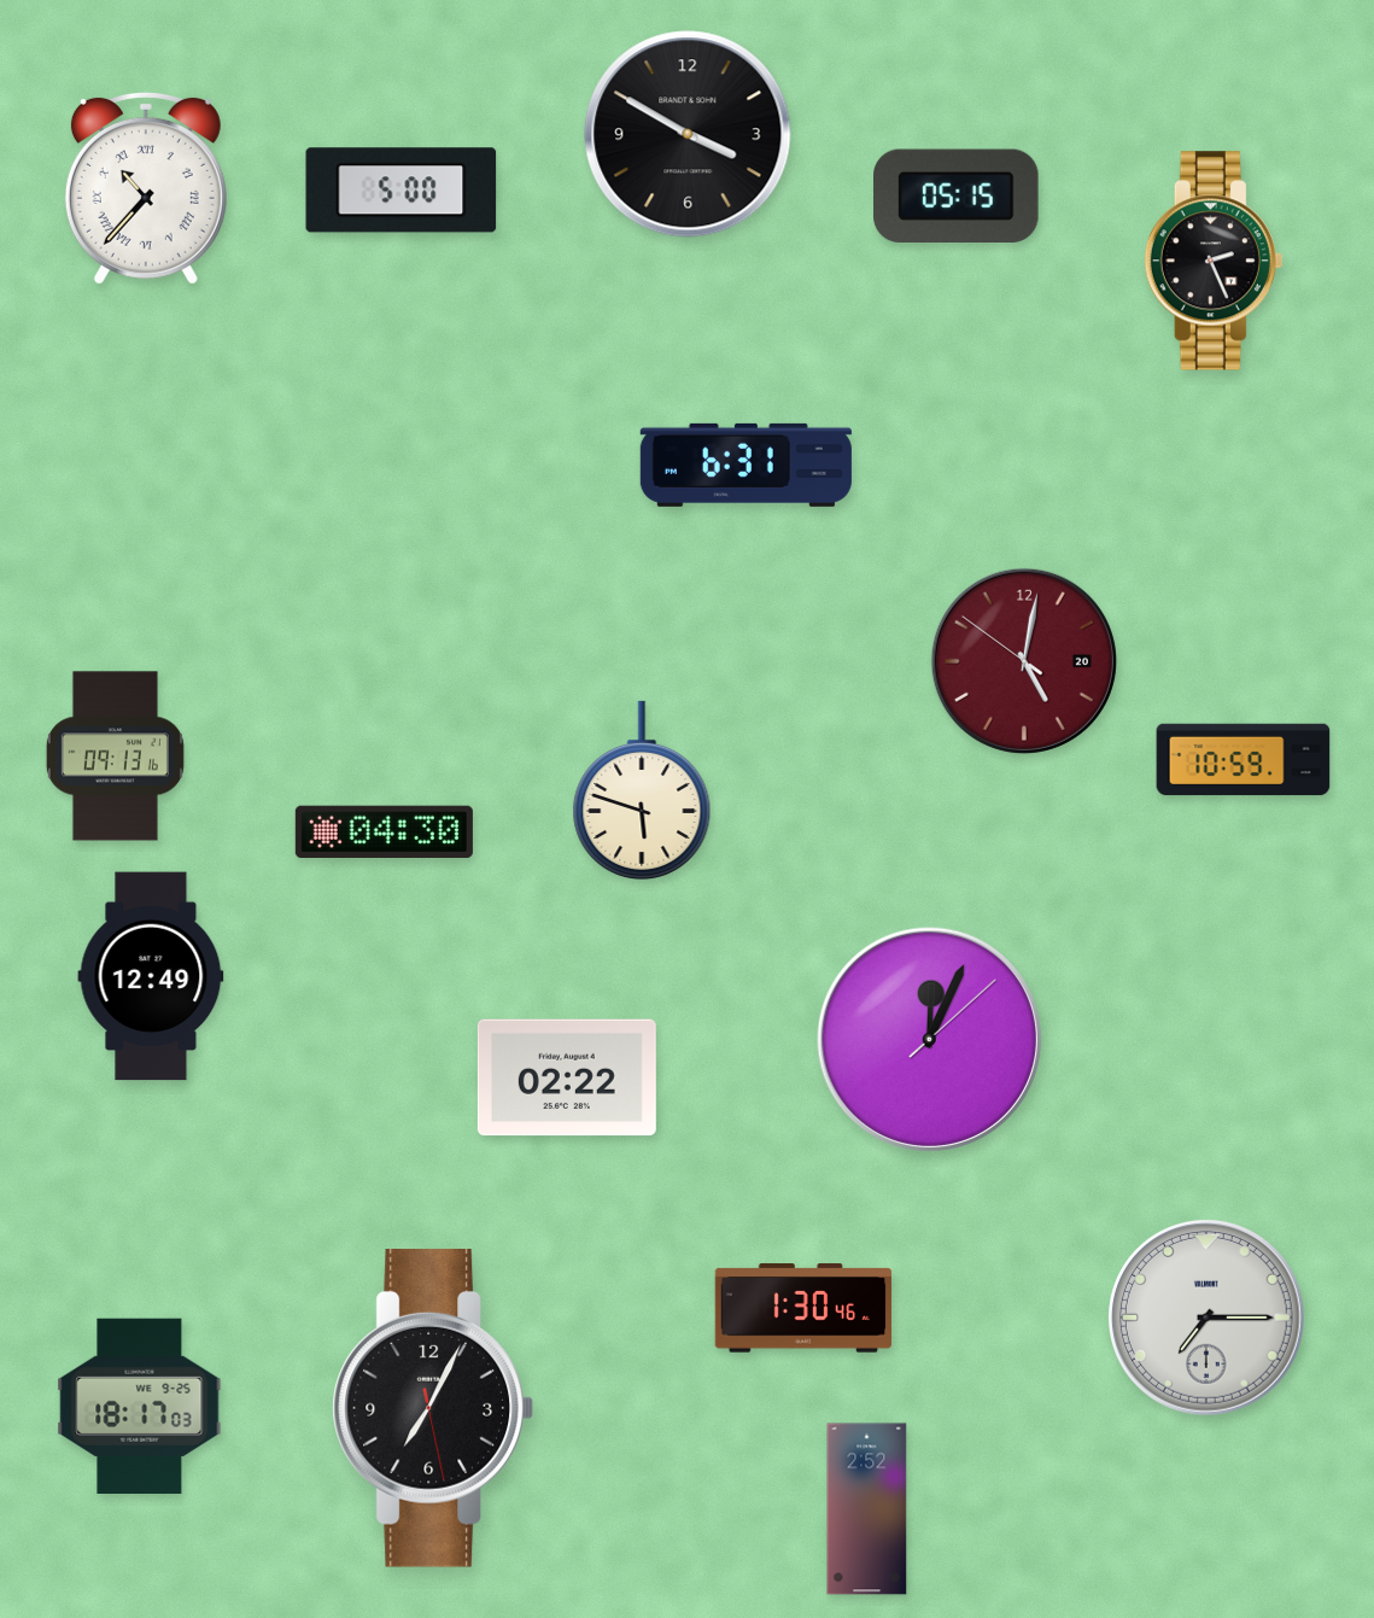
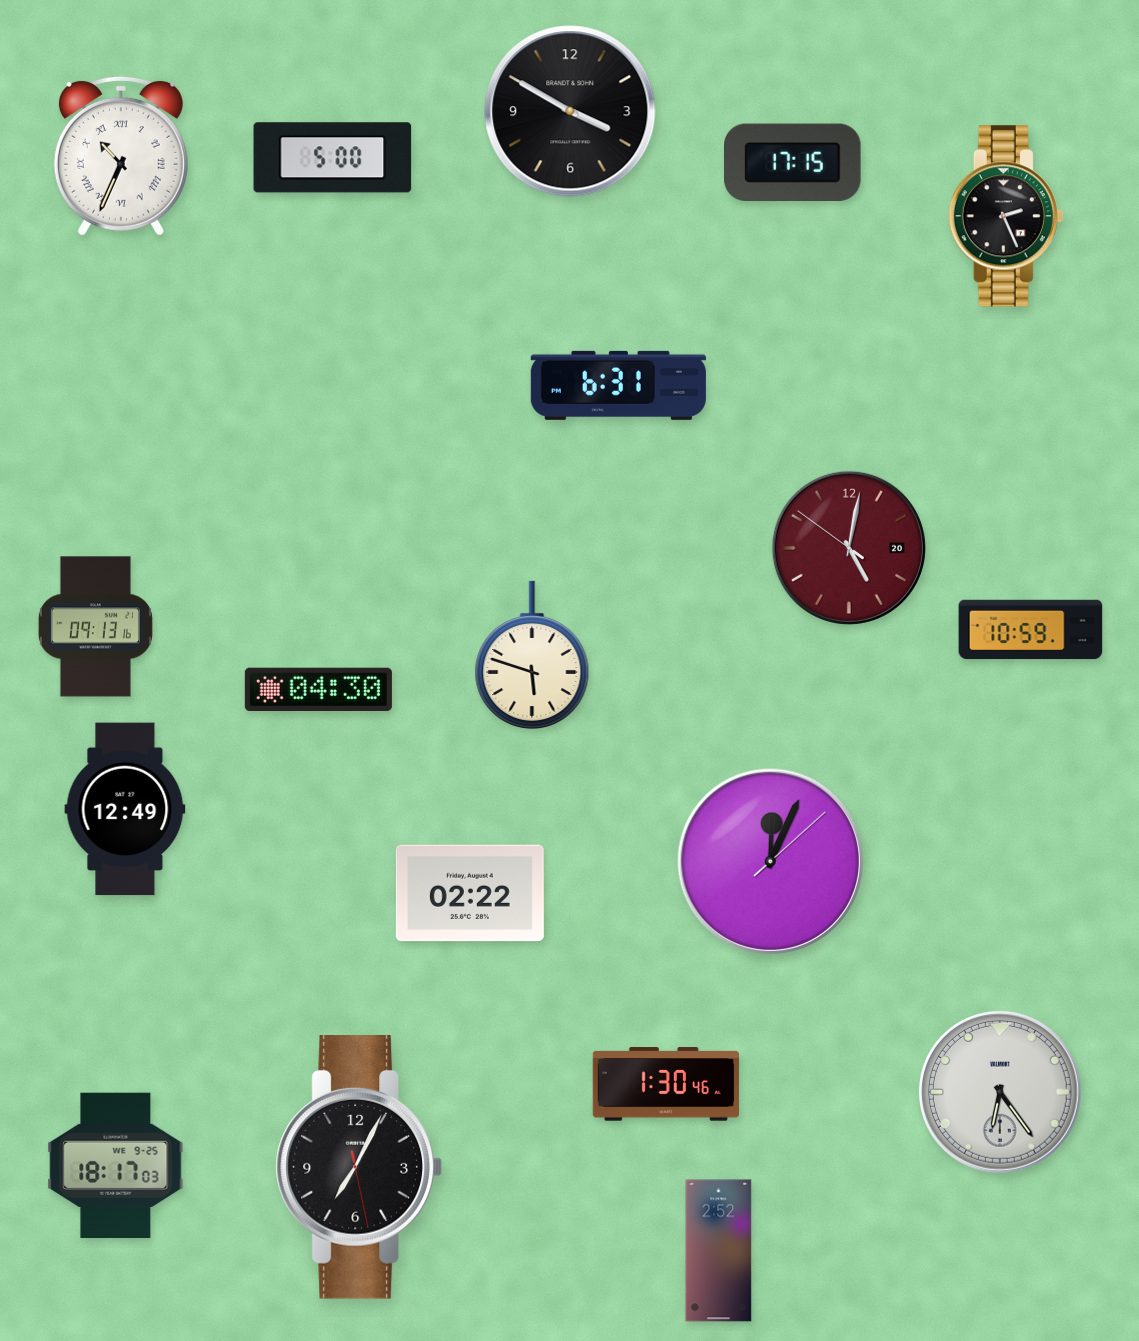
clock at (146, 188): 10:37 -> 10:34
clock at (957, 195): 05:15 -> 17:15
clock at (1206, 1318): 7:15 -> 6:24
